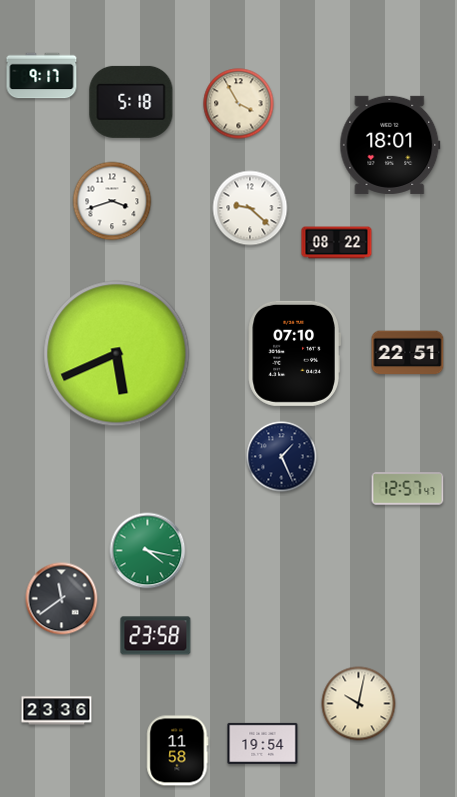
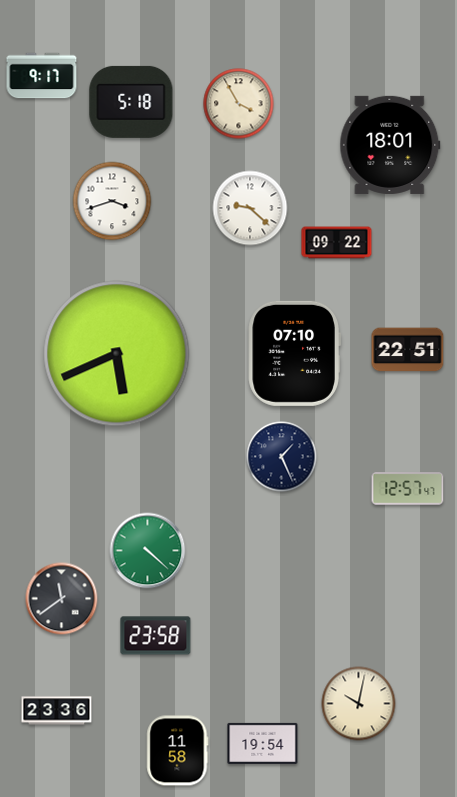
clock at (337, 243): 08:22 -> 09:22
clock at (408, 353) position: (408, 353) -> (408, 350)
clock at (148, 551): 4:17 -> 4:22
